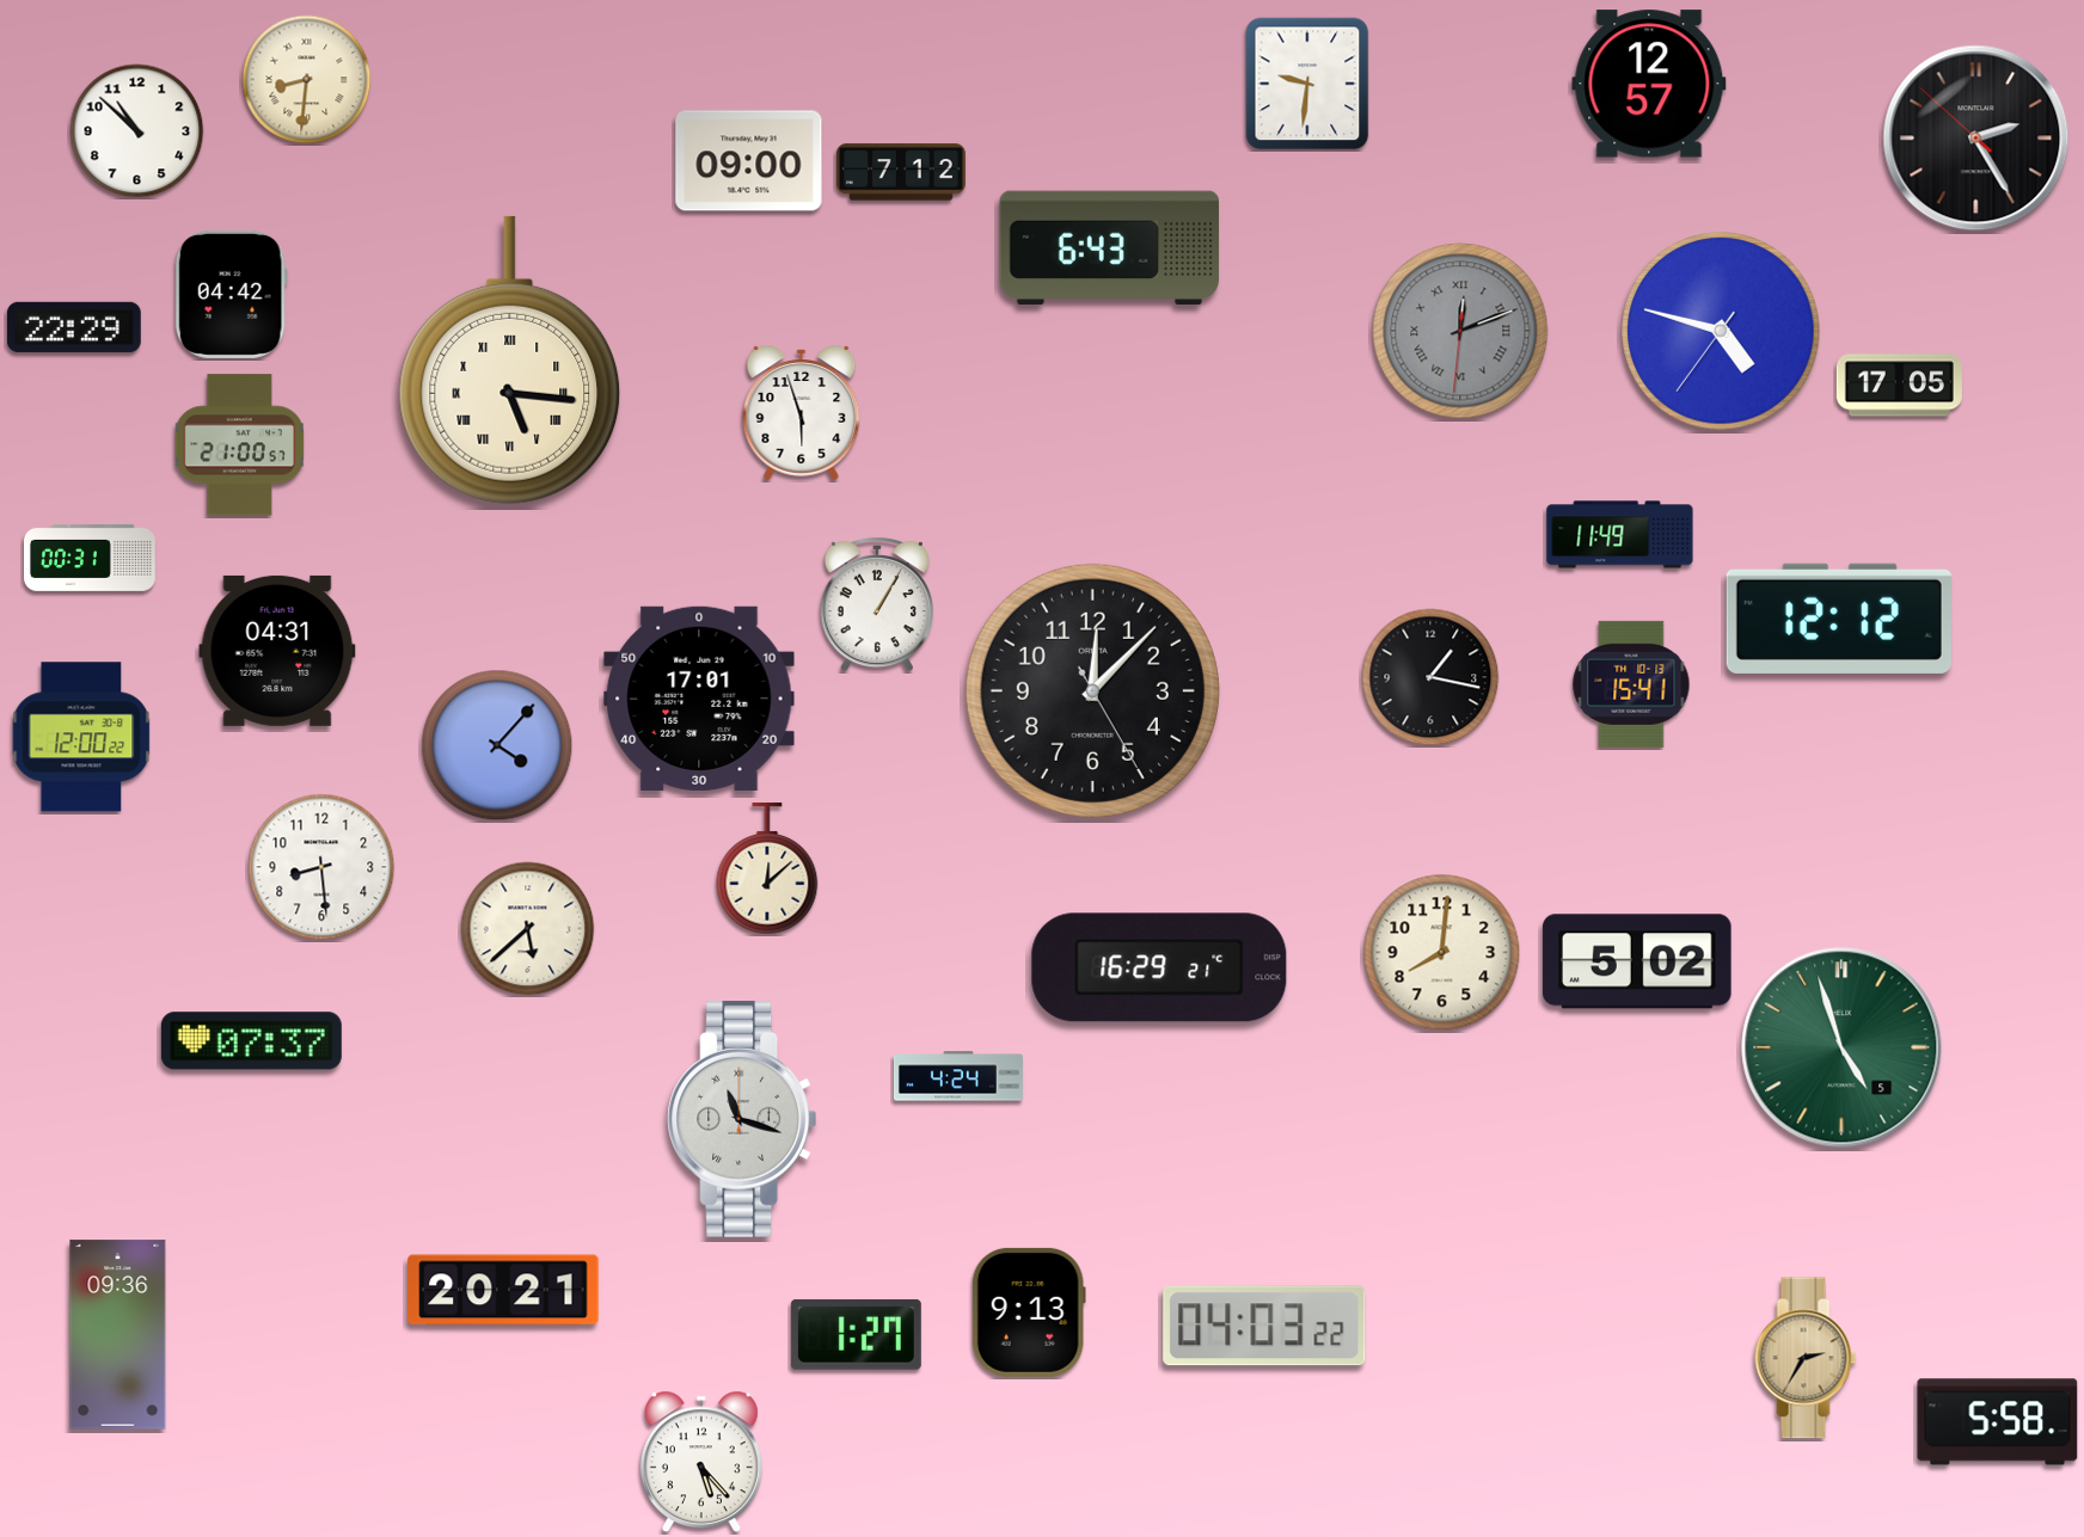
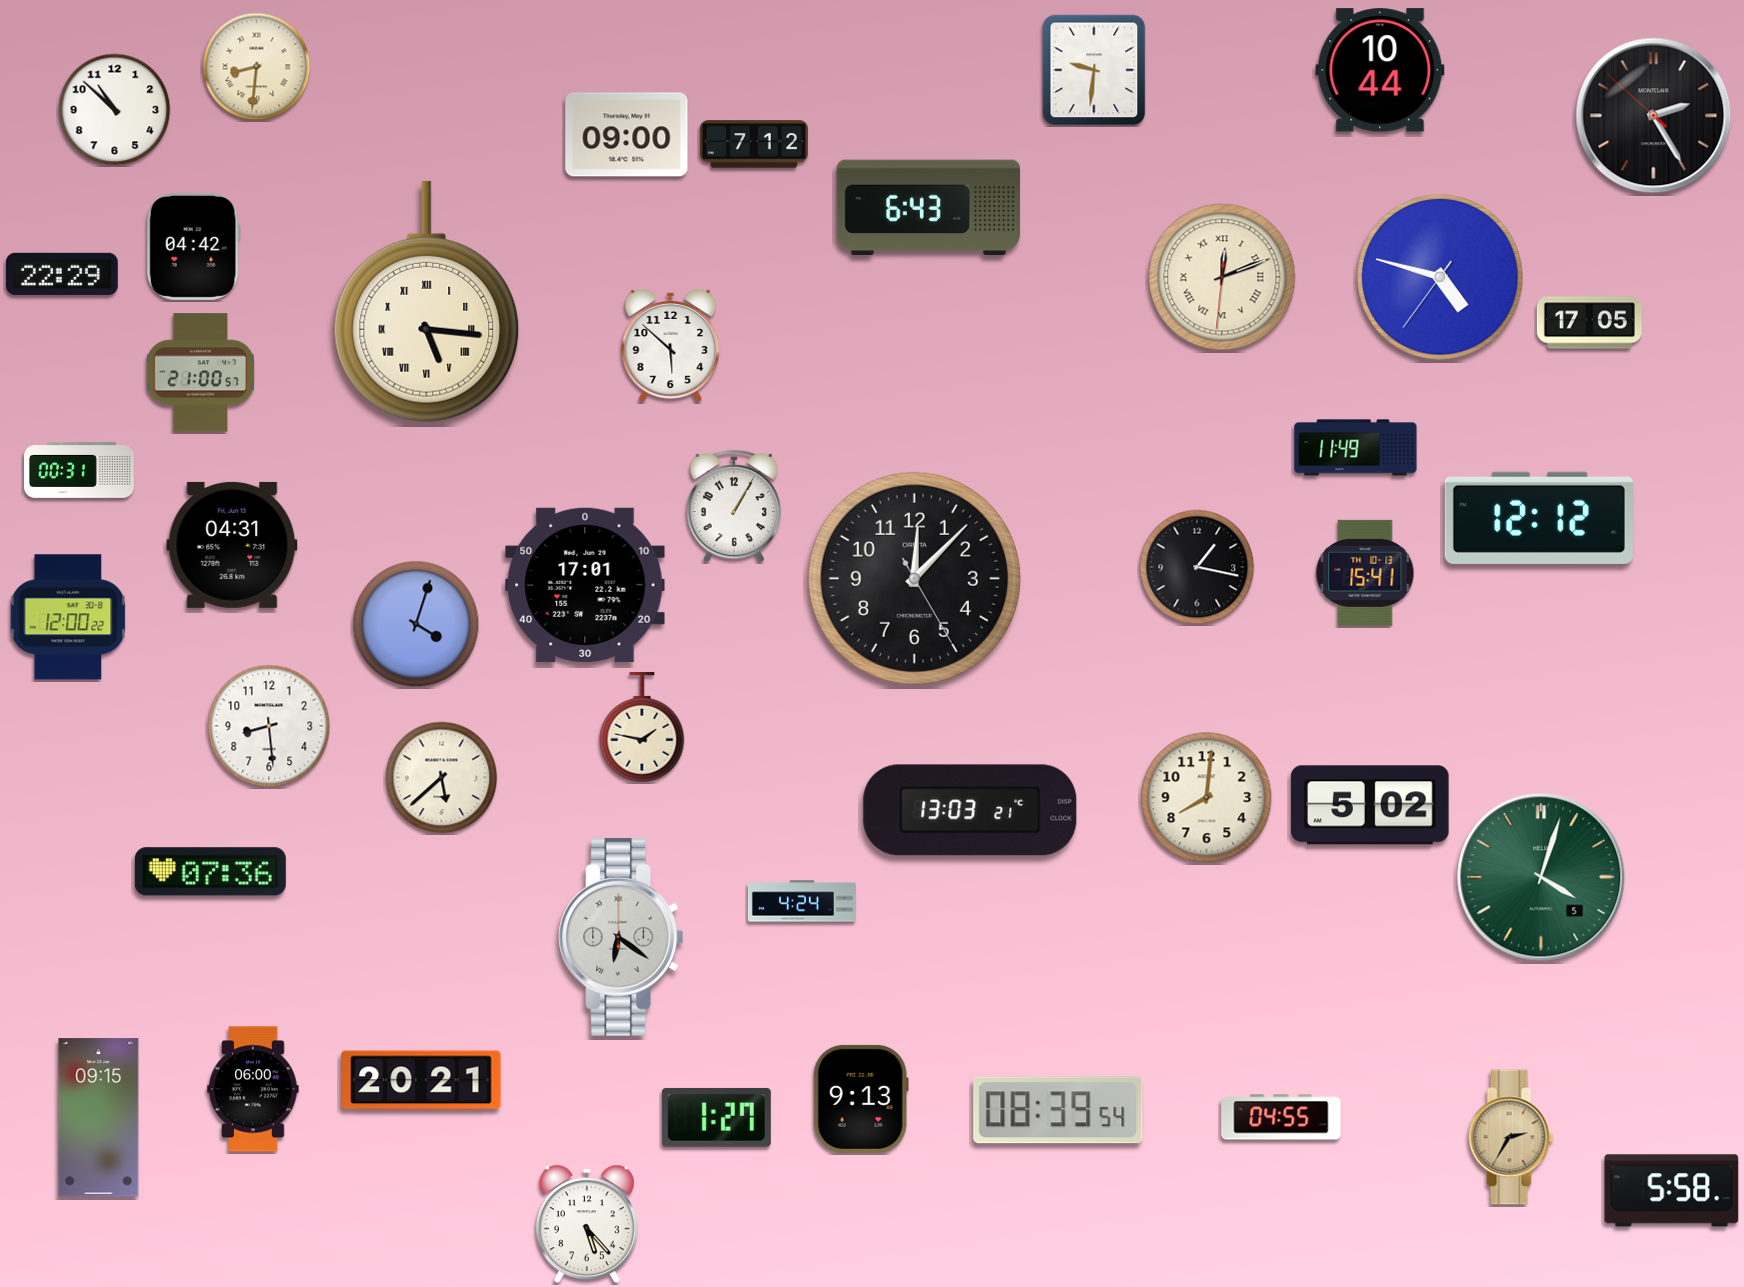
clock at (1649, 84): 12:57 -> 10:44
clock at (1460, 331) dial: grey -> cream
clock at (802, 412): 5:57 -> 5:52
clock at (91, 558) position: (91, 558) -> (80, 470)
clock at (497, 745): 4:07 -> 4:03
clock at (767, 868): 12:08 -> 1:47
clock at (1159, 967): 16:29 -> 13:03
clock at (251, 1041): 07:37 -> 07:36
clock at (1841, 1047): 4:57 -> 4:03
clock at (741, 1119): 11:18 -> 6:21
clock at (253, 1089): none -> 06:00
clock at (1264, 1326): 04:03 -> 08:39
clock at (1281, 1117): none -> 04:55
clock at (118, 1335): 09:36 -> 09:15
